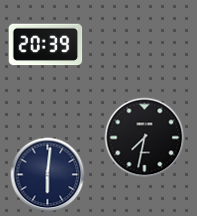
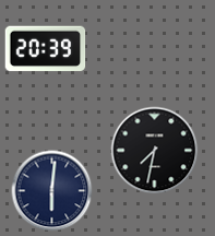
clock at (46, 45) position: (46, 45) -> (46, 49)
clock at (145, 138) position: (145, 138) -> (155, 151)
